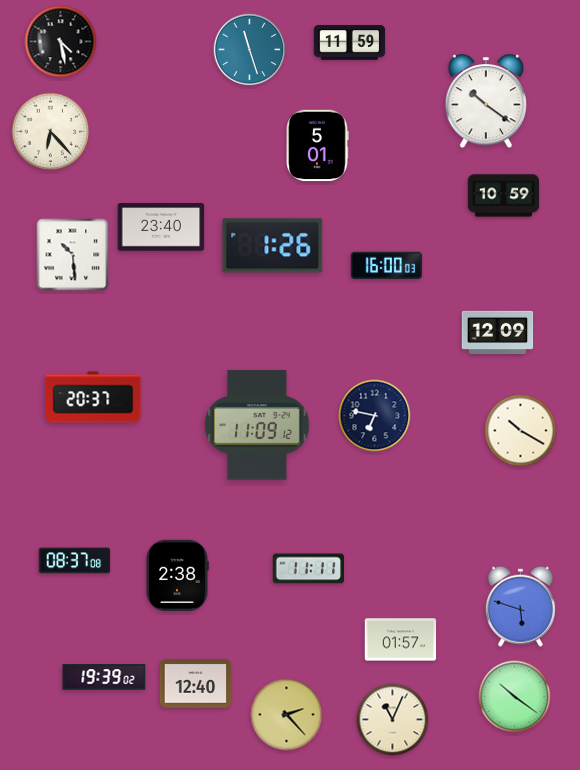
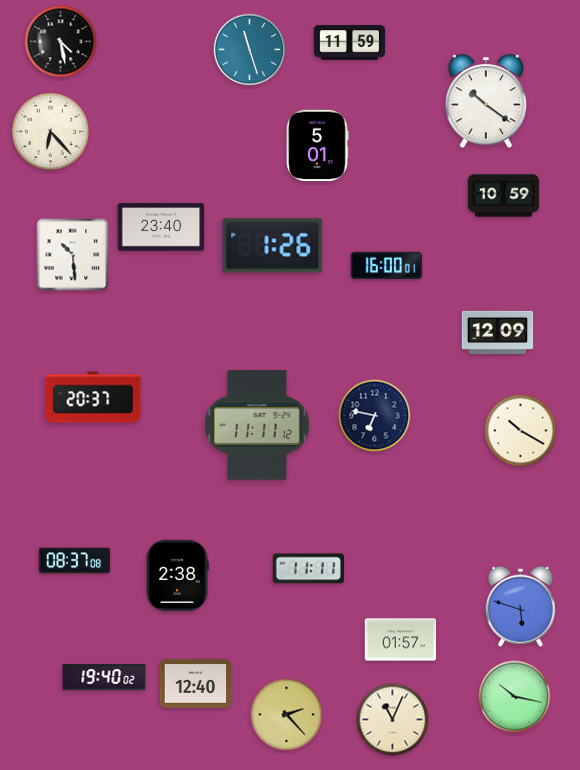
clock at (387, 265): 16:00:03 -> 16:00:01
clock at (257, 425): 11:09 -> 11:11
clock at (104, 677): 19:39 -> 19:40
clock at (515, 697): 10:21 -> 10:17
